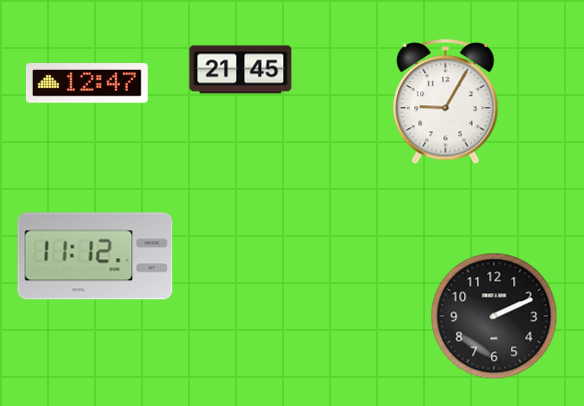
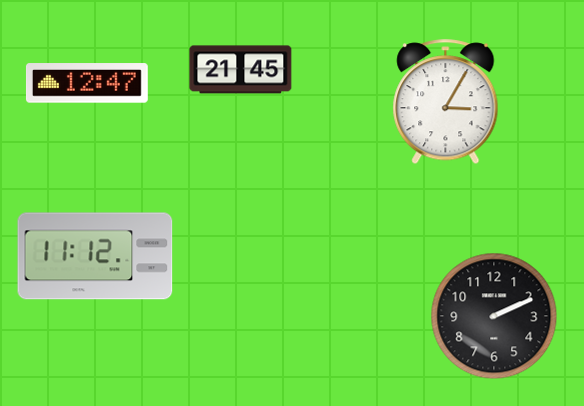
clock at (446, 102): 9:05 -> 3:05
